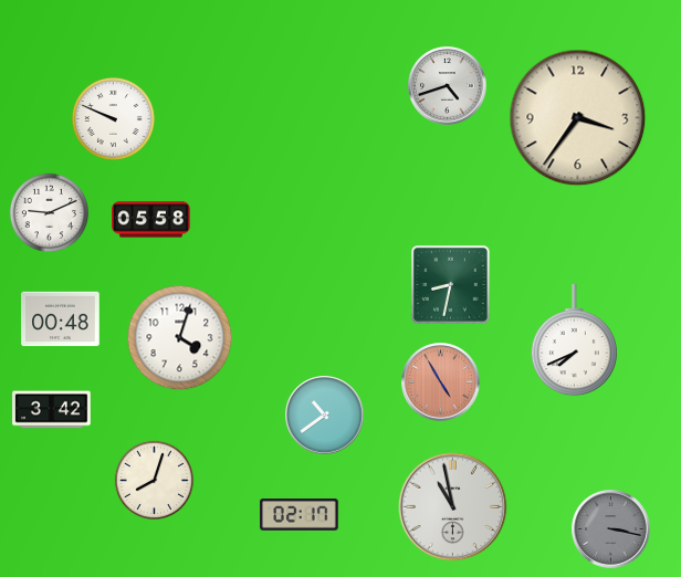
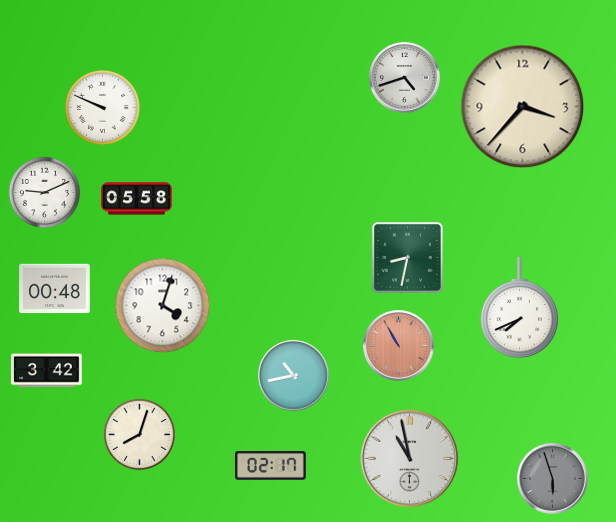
clock at (578, 118): 3:36 -> 3:37
clock at (441, 382): 4:55 -> 10:55
clock at (325, 416): 10:39 -> 10:43
clock at (611, 529): 3:17 -> 5:57
